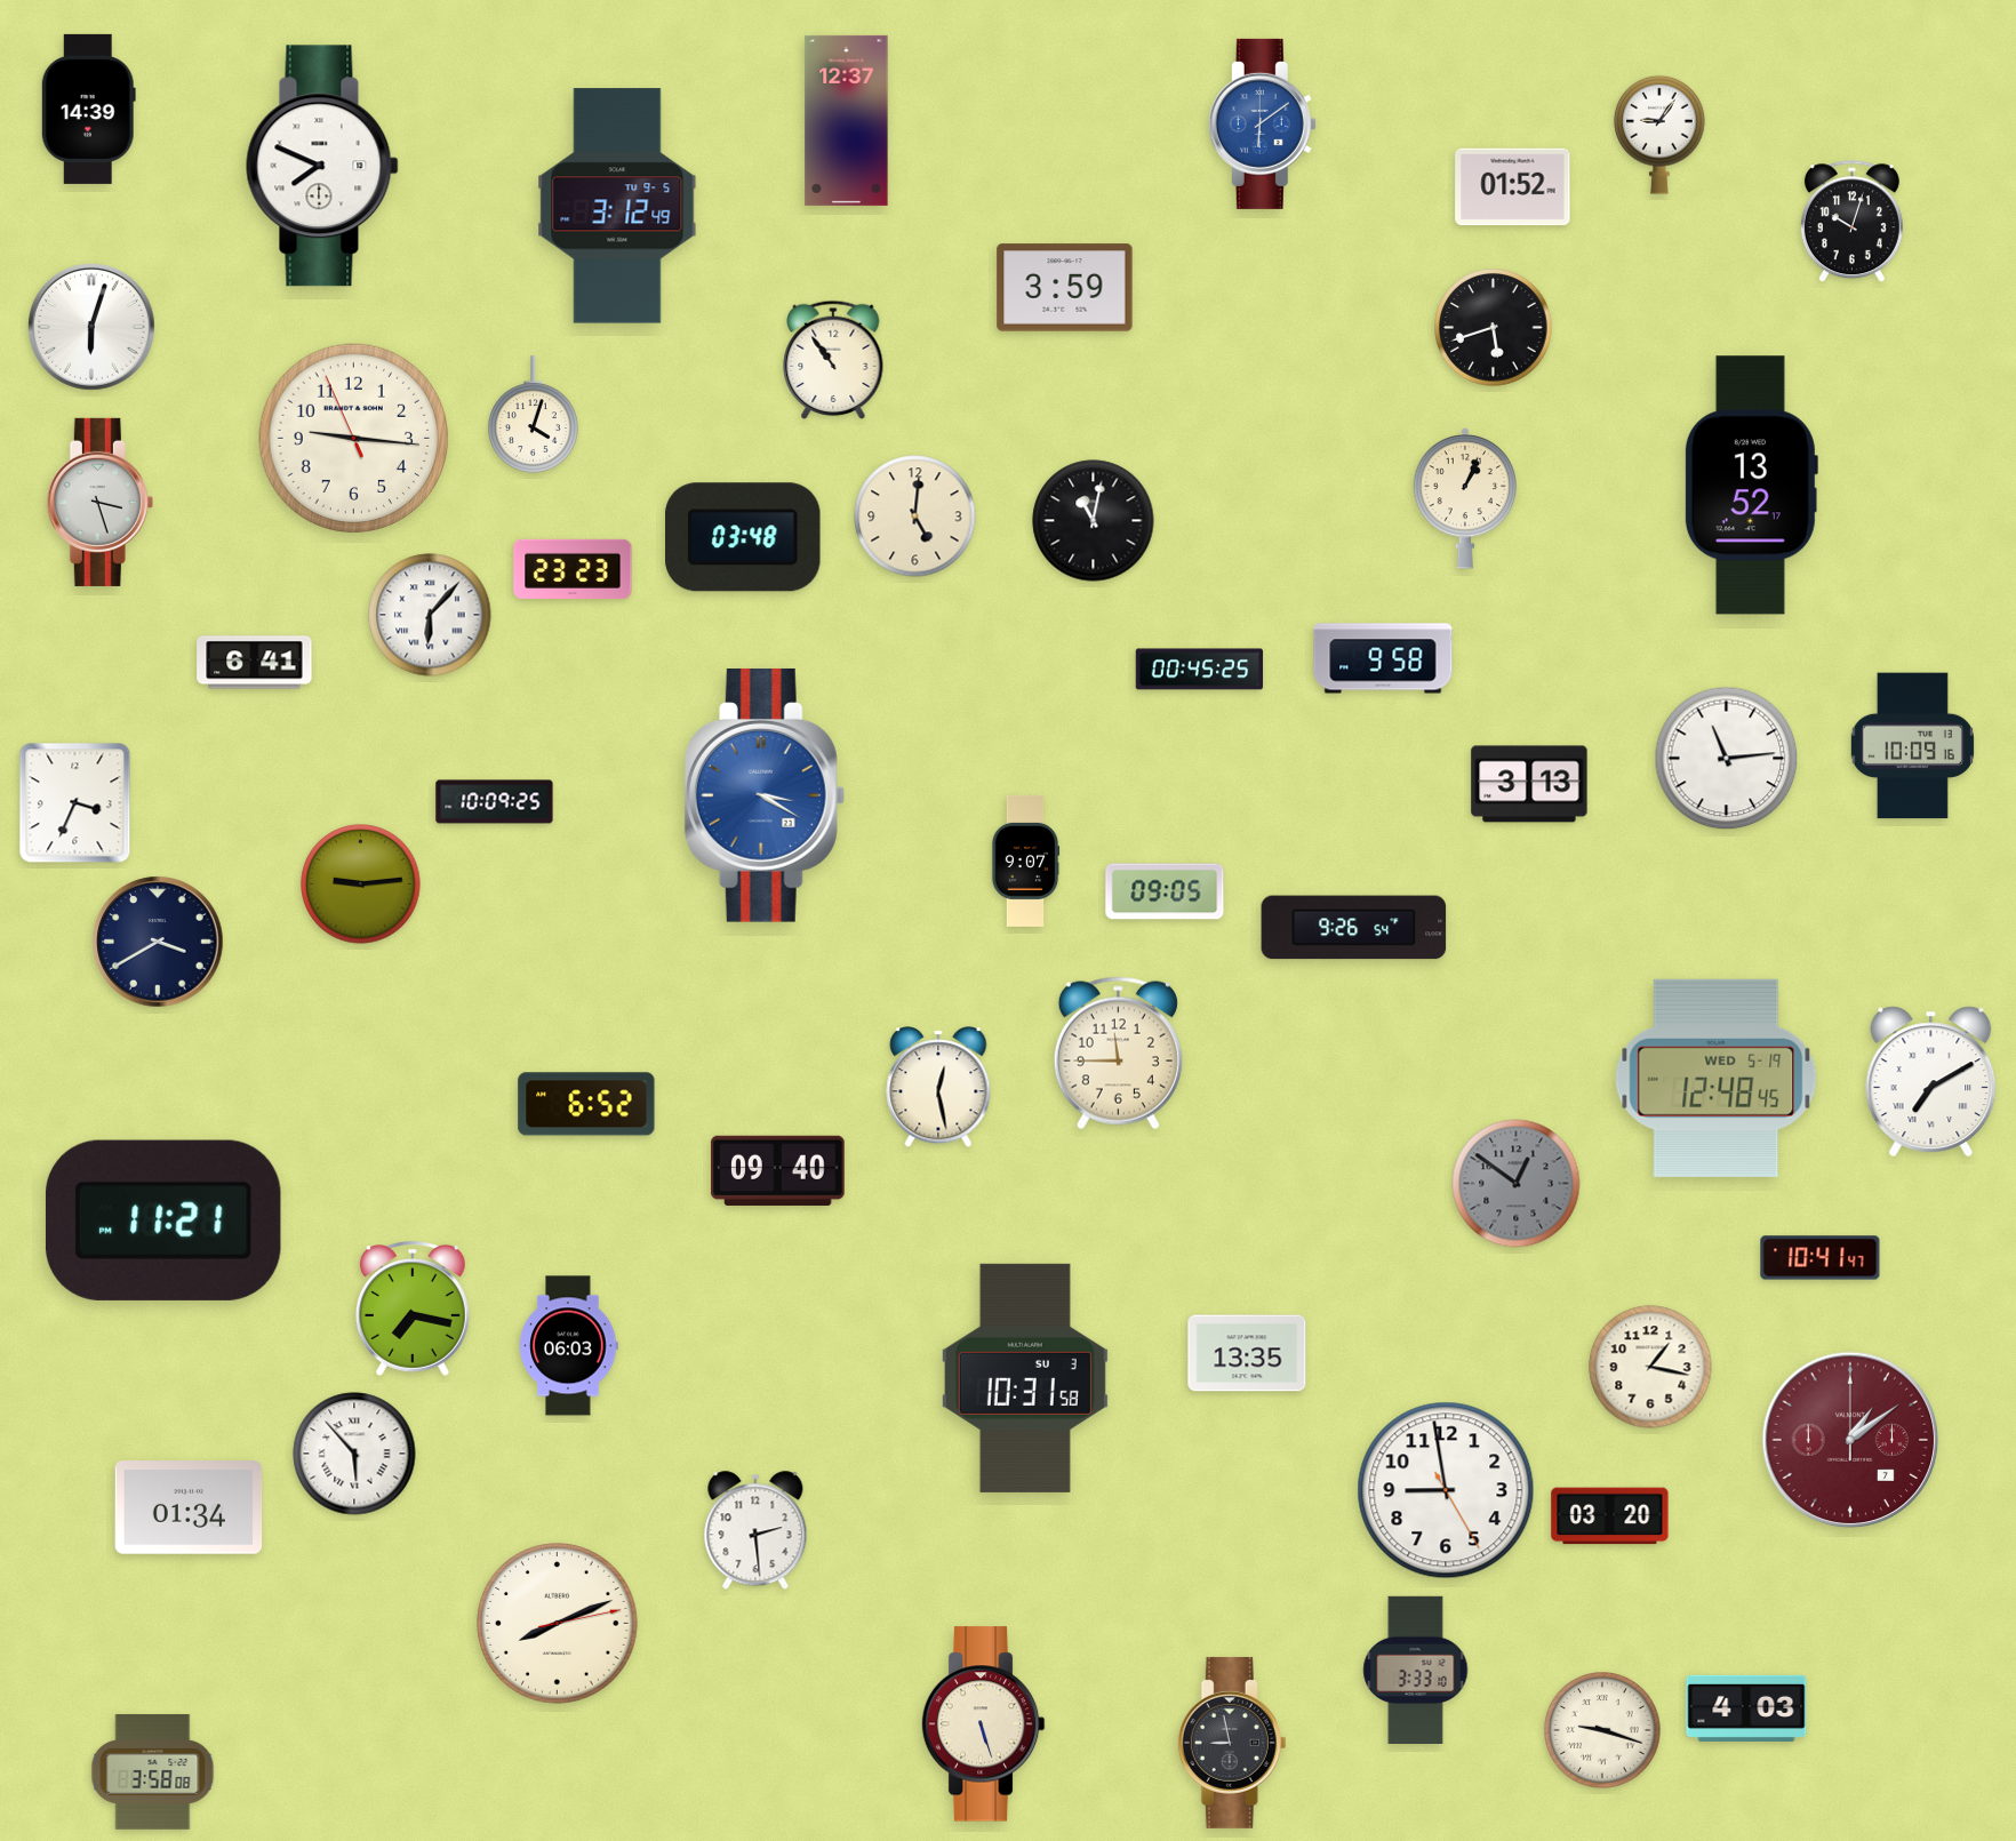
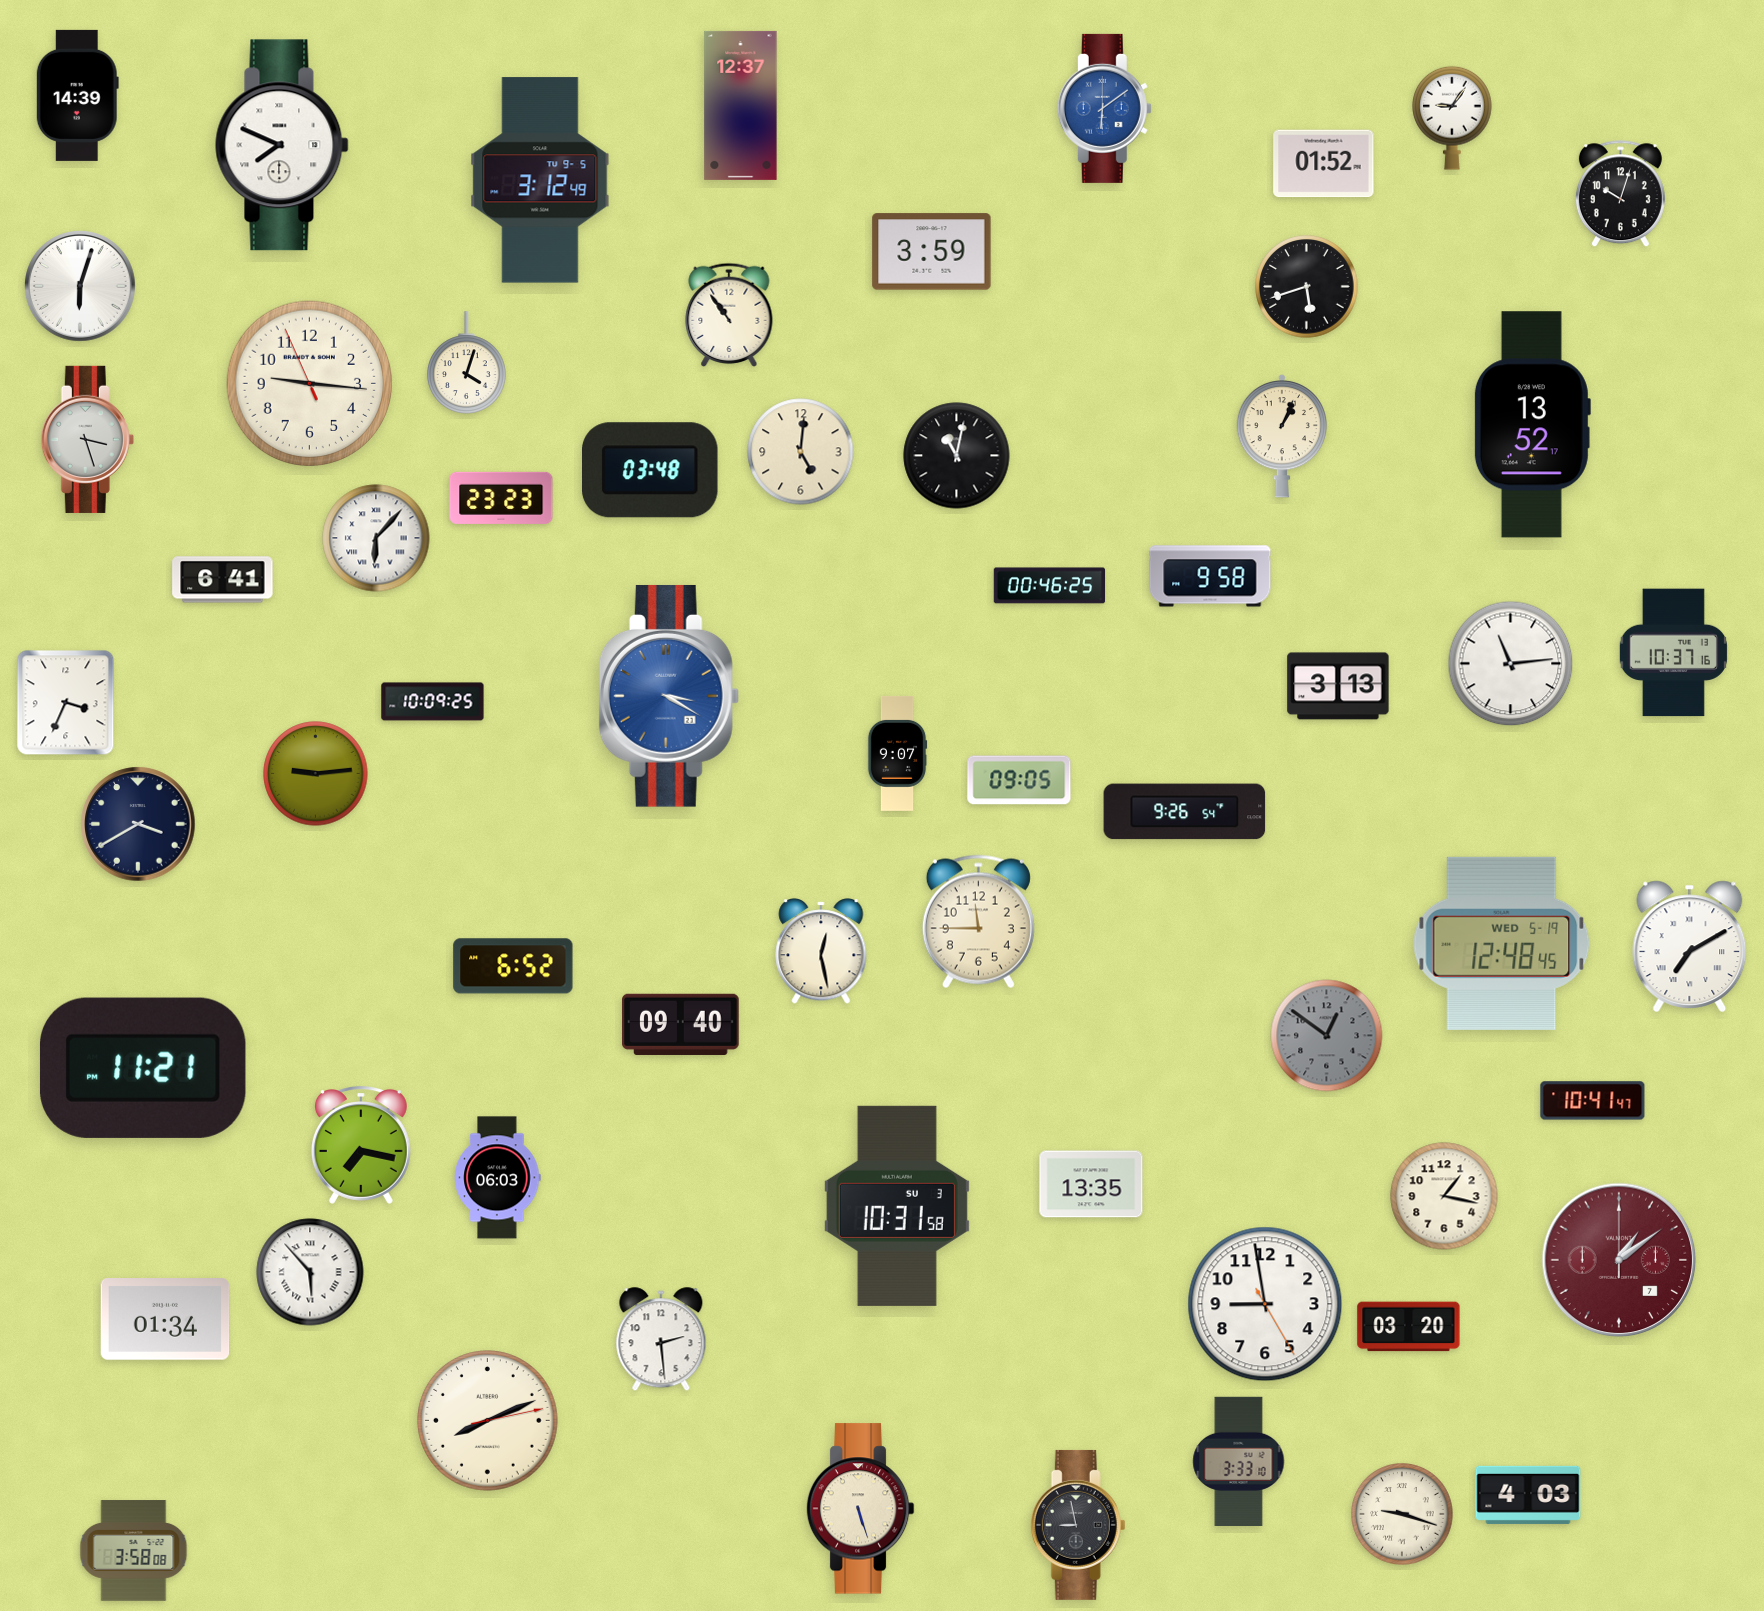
clock at (1200, 670): 00:45 -> 00:46
clock at (1912, 746): 10:09 -> 10:37
